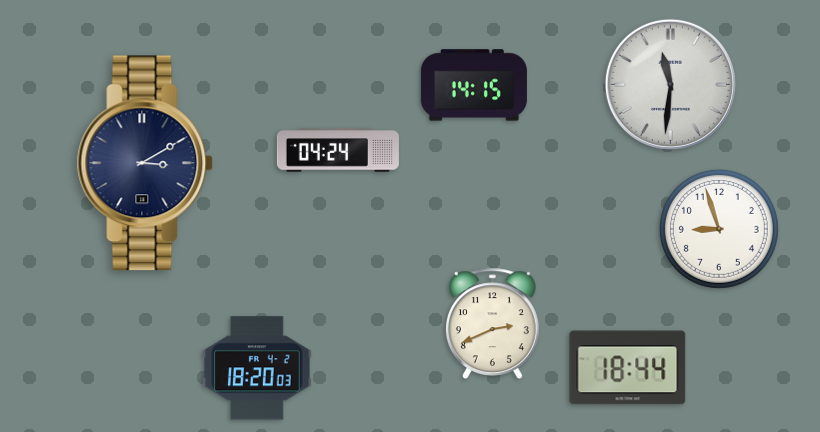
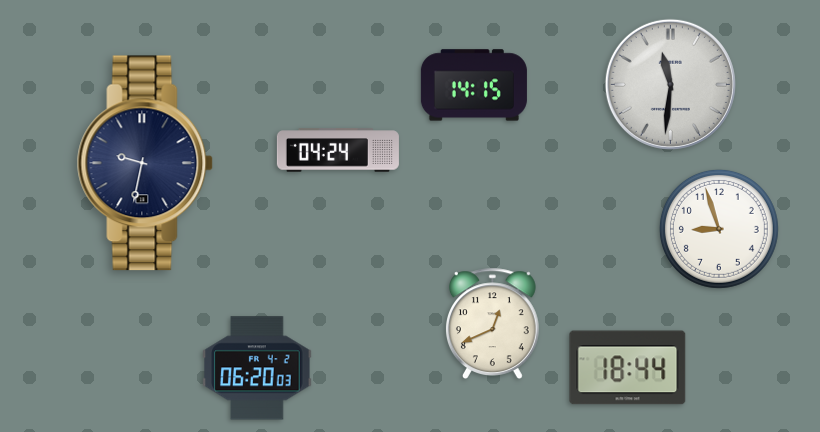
clock at (145, 163): 3:10 -> 9:32
clock at (492, 323): 2:41 -> 12:41
clock at (257, 368): 18:20 -> 06:20
